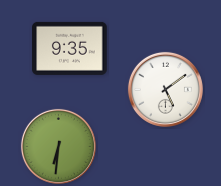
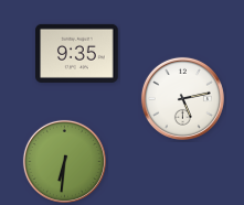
clock at (165, 89): 5:09 -> 5:13
